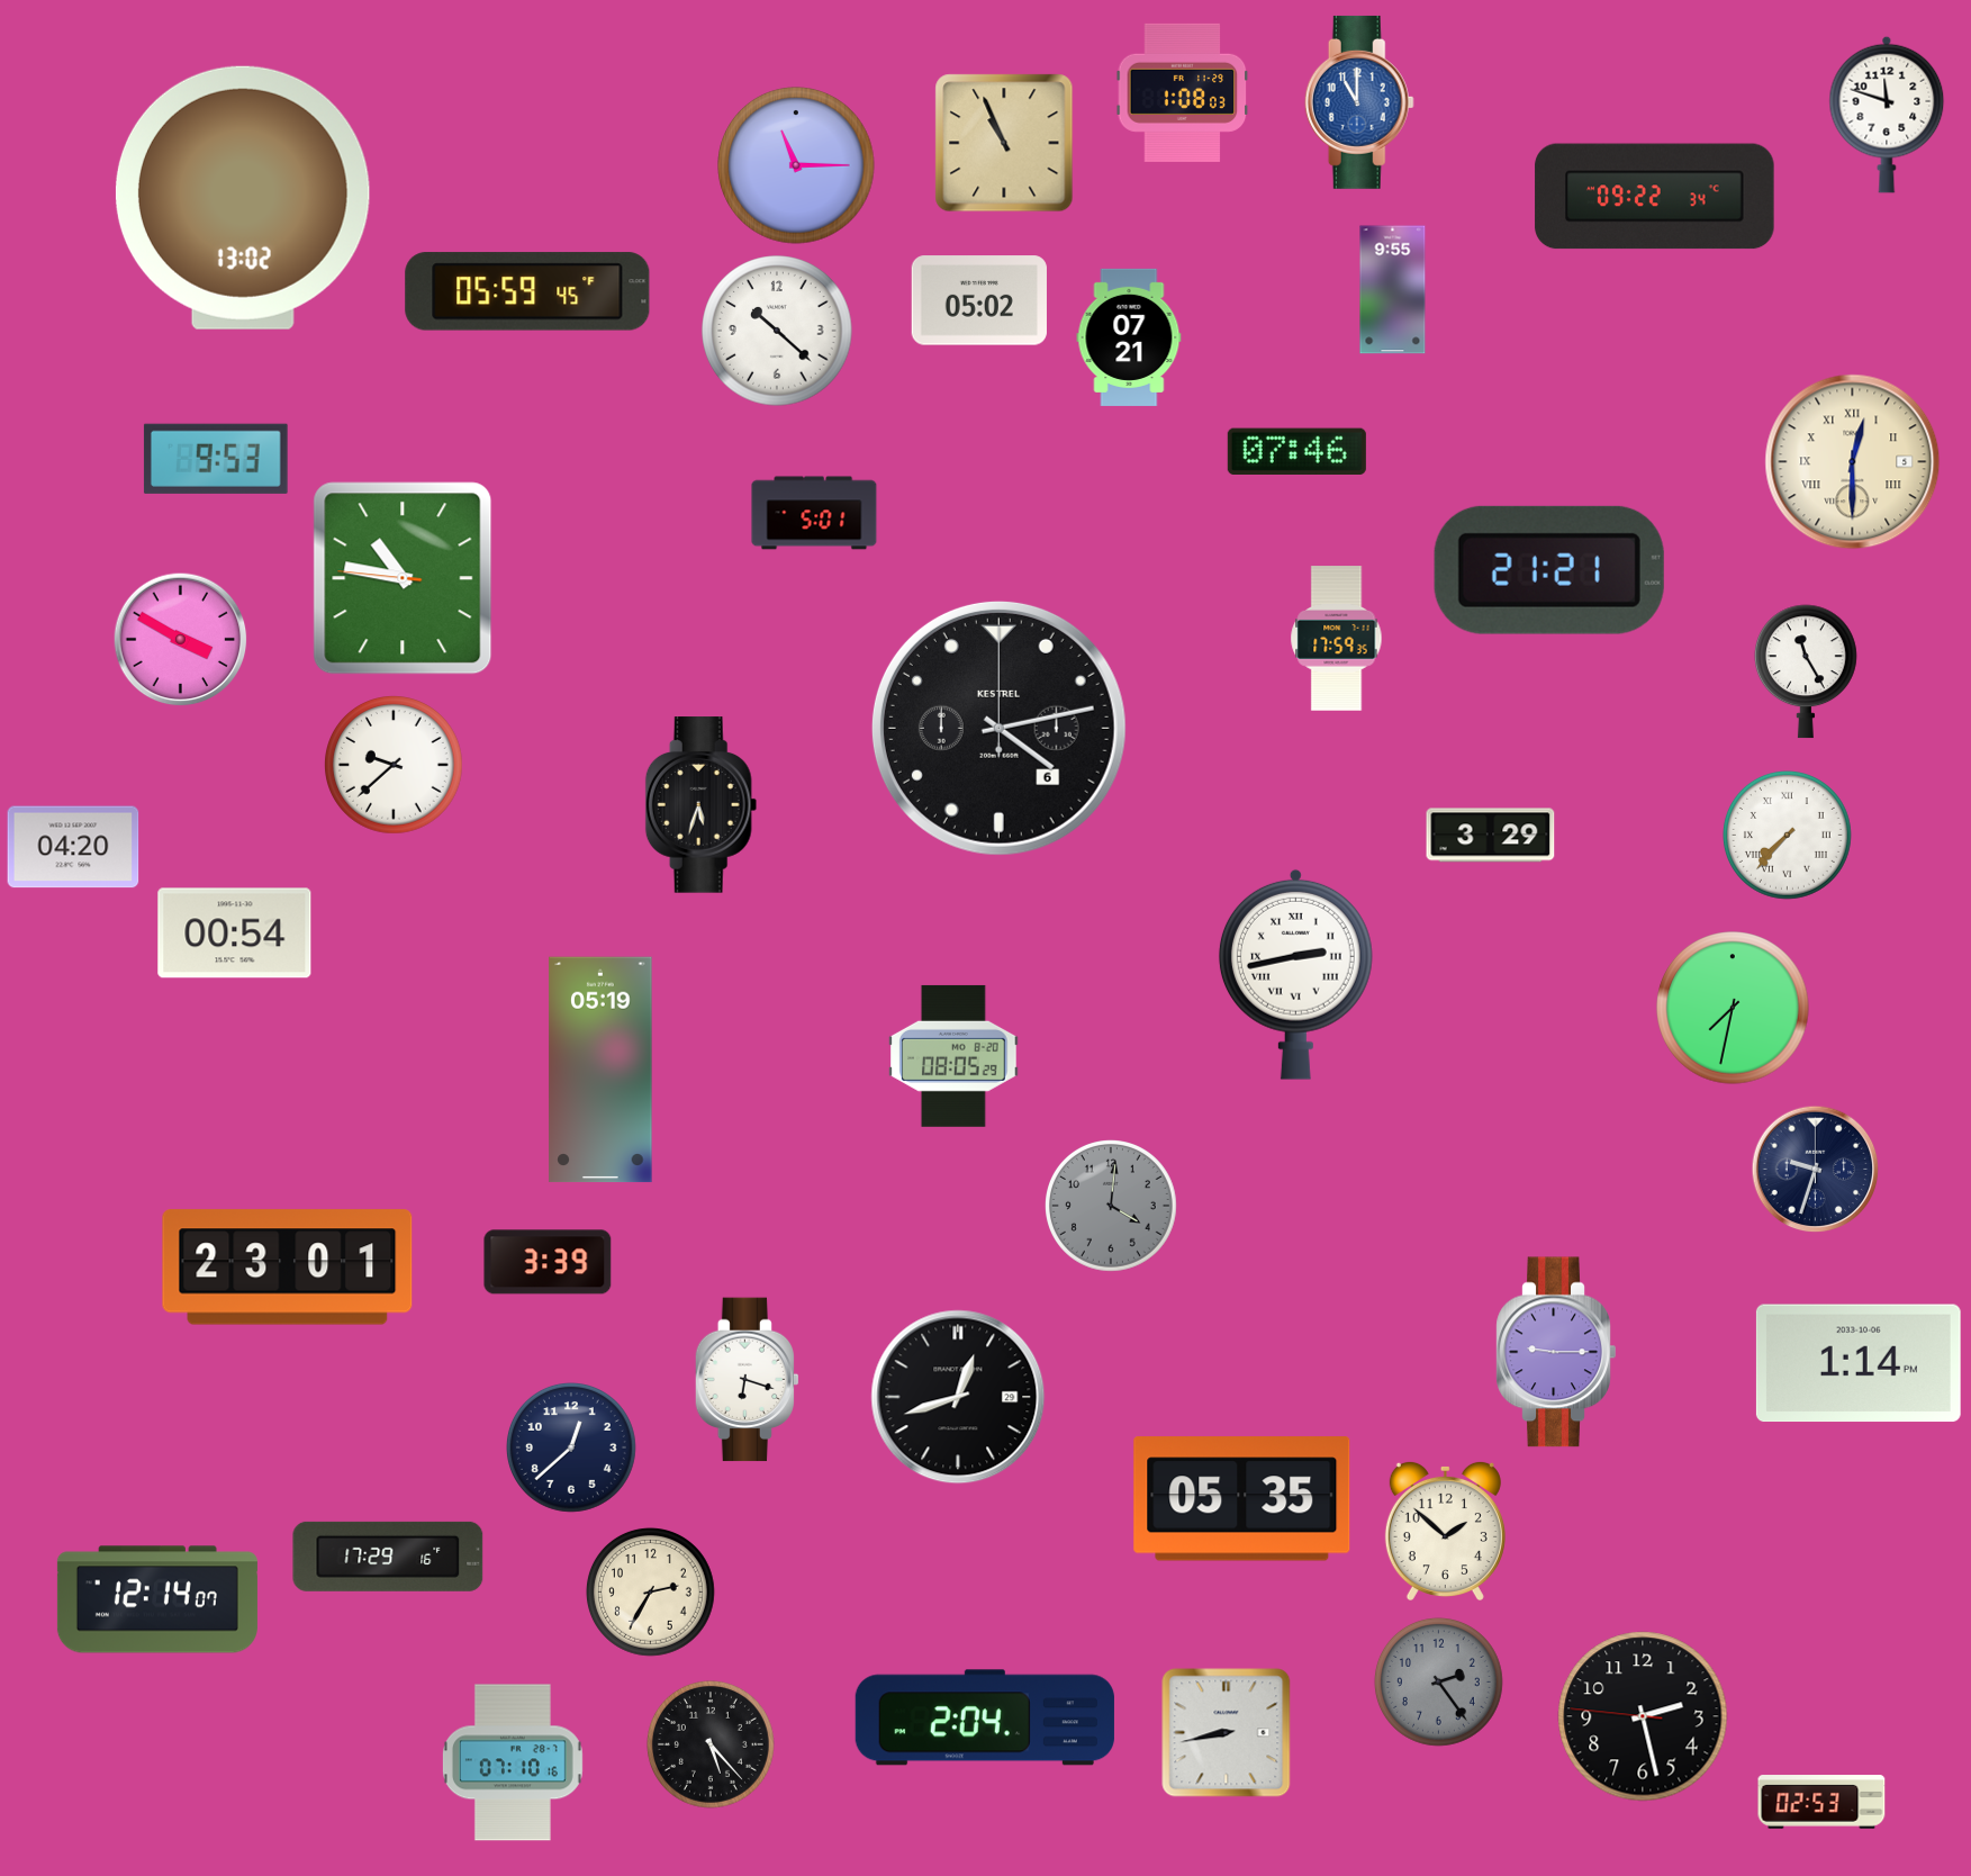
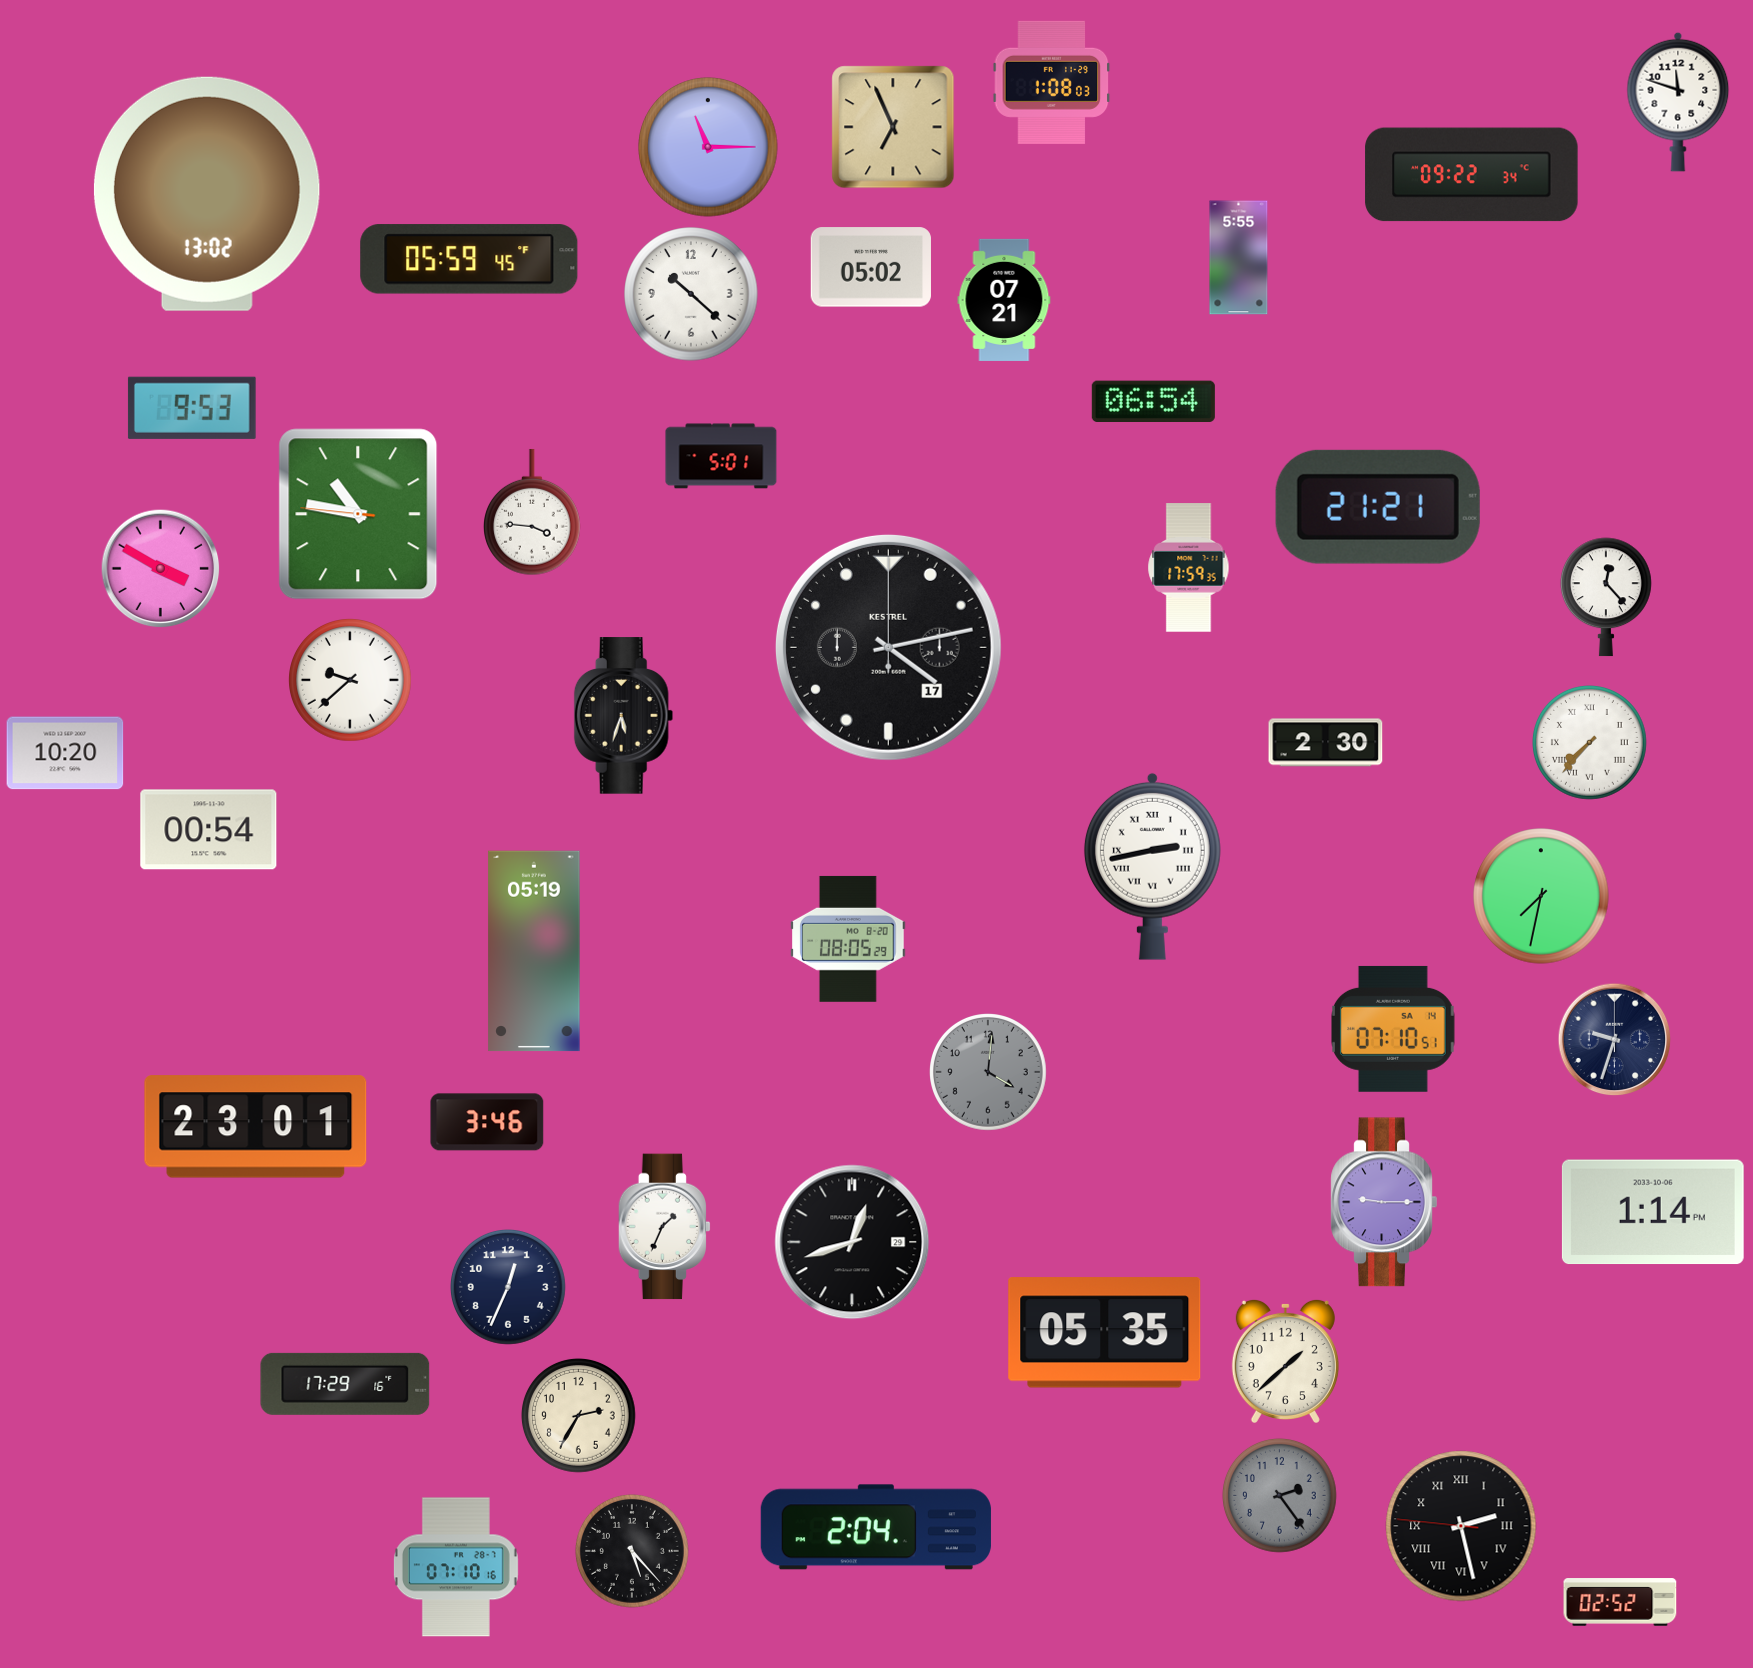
clock at (1359, 102): 11:00 -> none
clock at (1004, 143): 10:56 -> 6:56
clock at (243, 198) position: (243, 198) -> (207, 194)
clock at (1393, 290): 9:55 -> 5:55
clock at (1296, 452): 07:46 -> 06:54
clock at (1853, 462): 12:30 -> none
clock at (814, 513) position: (814, 513) -> (721, 456)
clock at (533, 512): none -> 3:46
clock at (1806, 671): 11:25 -> 12:23
clock at (998, 728) date: 6 -> 17
clock at (1491, 836): 3:29 -> 2:30
clock at (73, 847): 04:20 -> 10:20
clock at (1394, 1029): none -> 07:10
clock at (548, 1262): 3:39 -> 3:46
clock at (747, 1380): 6:18 -> 1:34
clock at (572, 1449): 12:38 -> 12:34
clock at (1445, 1530): 1:52 -> 1:38
clock at (157, 1599): 12:14 -> none
clock at (1643, 1716) numerals: Arabic -> Roman
clock at (1227, 1733): 8:43 -> none
clock at (1821, 1802): 02:53 -> 02:52
